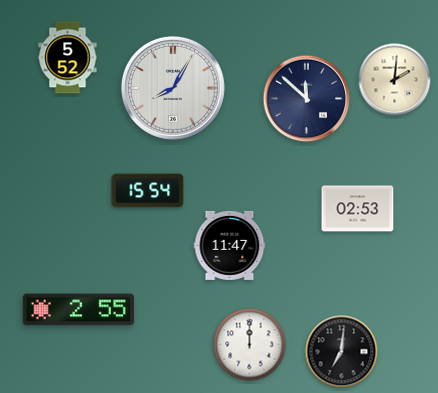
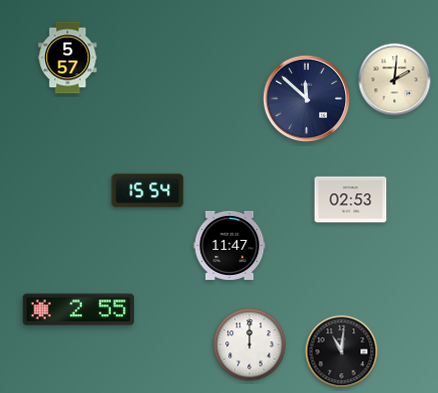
clock at (68, 58): 5:52 -> 5:57
clock at (173, 88): 8:05 -> none
clock at (358, 209) position: (358, 209) -> (351, 200)
clock at (342, 352): 7:01 -> 11:01
